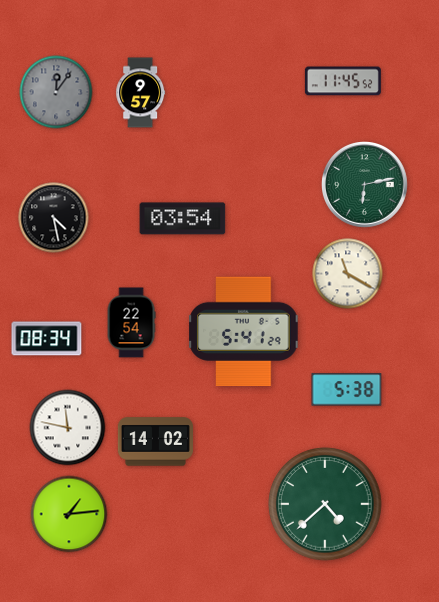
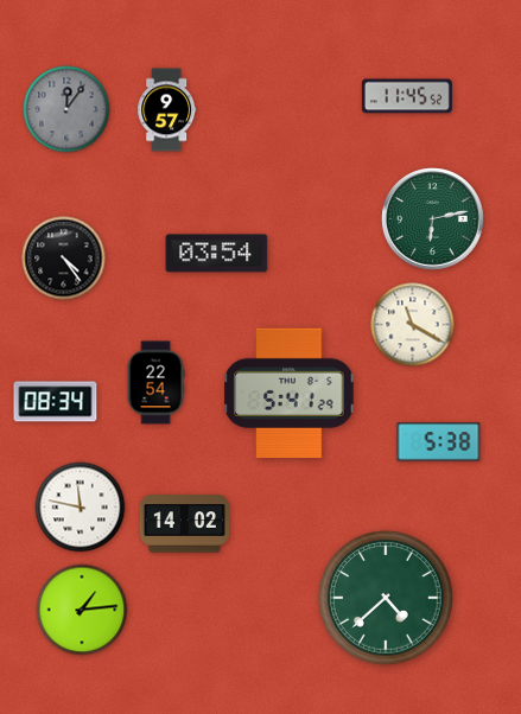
clock at (54, 218): 4:28 -> 4:24
clock at (183, 219) position: (183, 219) -> (217, 254)
clock at (347, 390) position: (347, 390) -> (439, 442)
